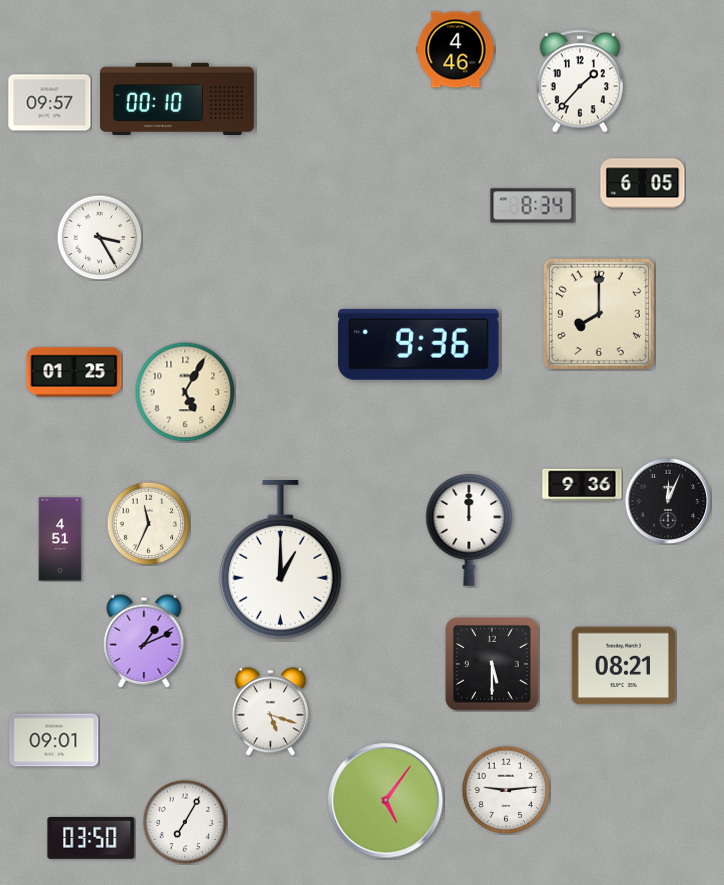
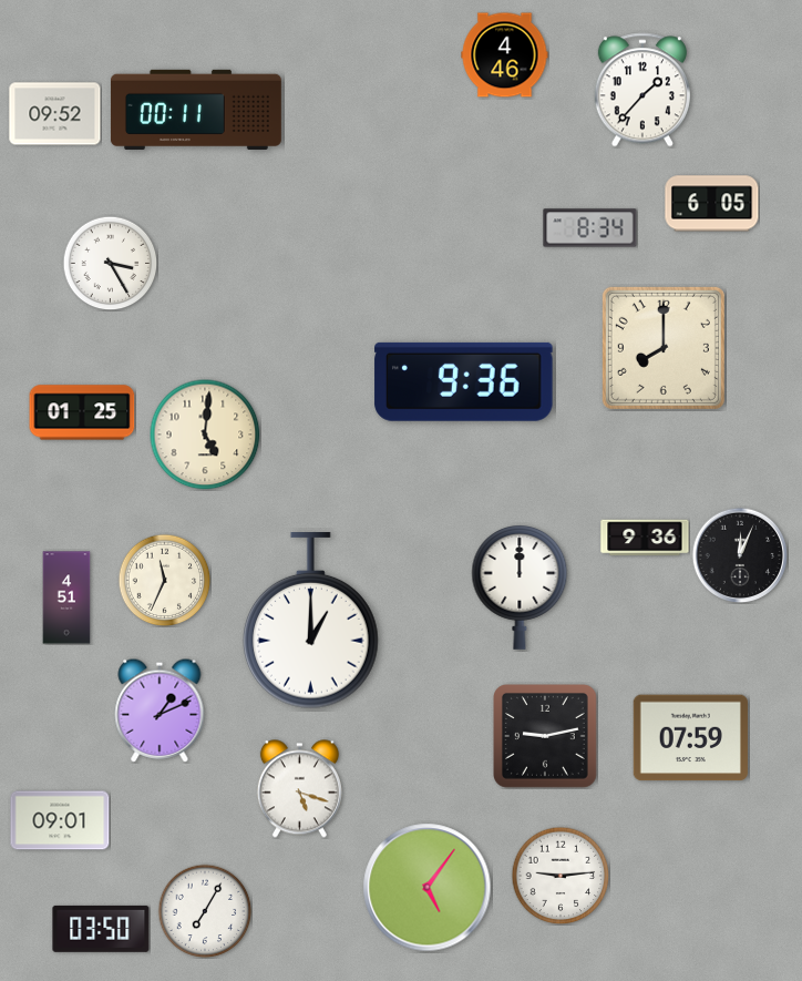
clock at (177, 99): 00:10 -> 00:11
clock at (50, 103): 09:57 -> 09:52
clock at (185, 392): 5:05 -> 5:01
clock at (493, 665): 5:30 -> 9:13
clock at (623, 666): 08:21 -> 07:59
